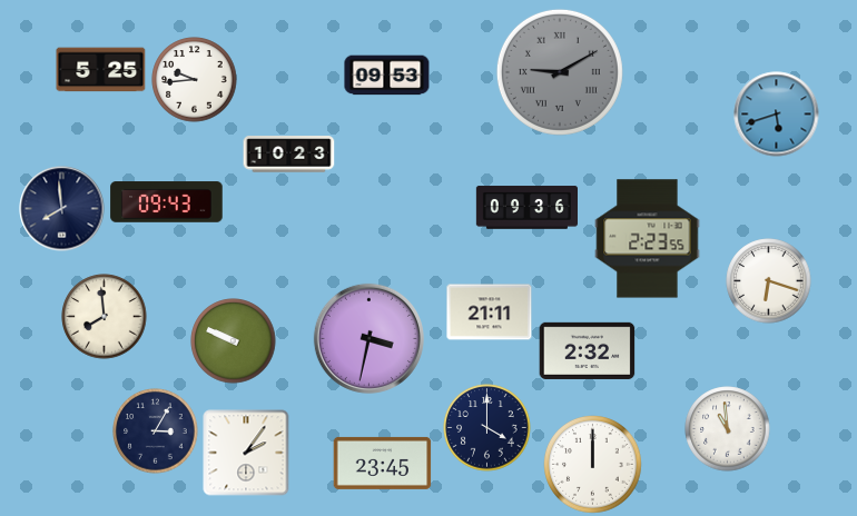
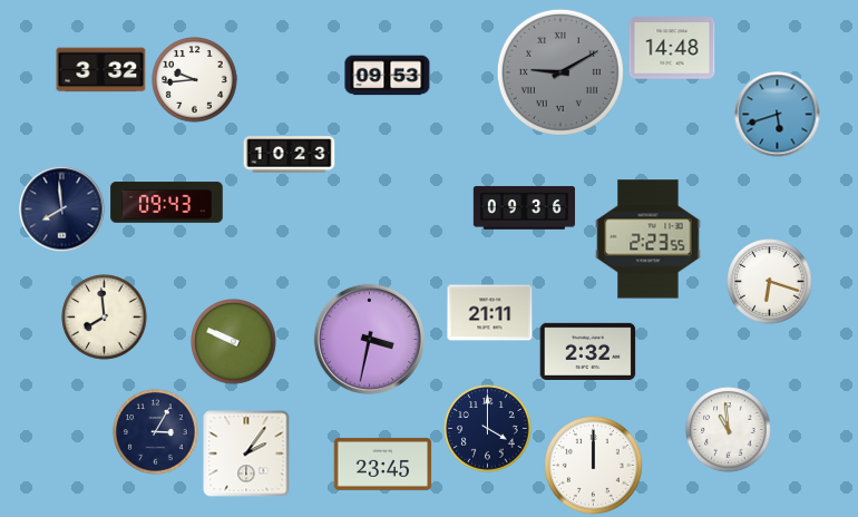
clock at (672, 48): none -> 14:48
clock at (101, 70): 5:25 -> 3:32
clock at (526, 208) position: (526, 208) -> (524, 208)
